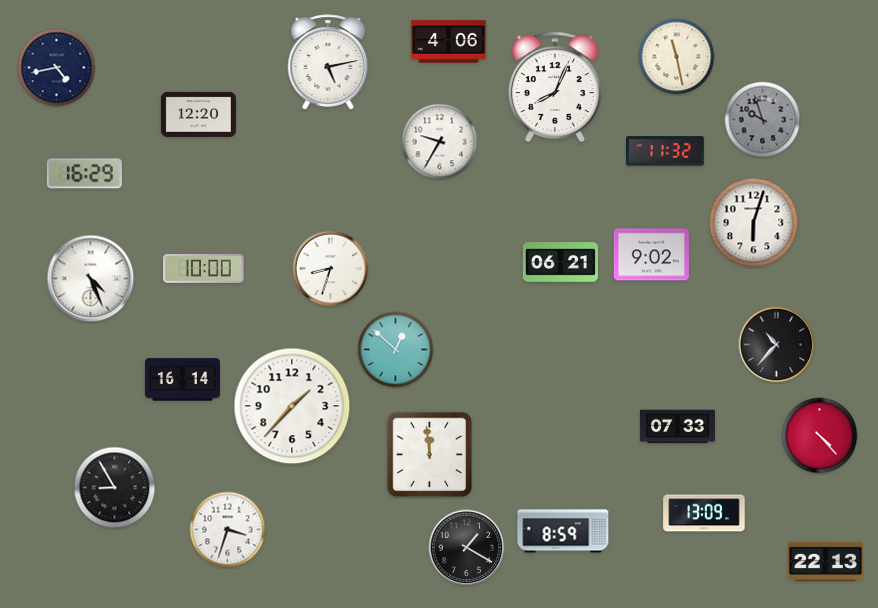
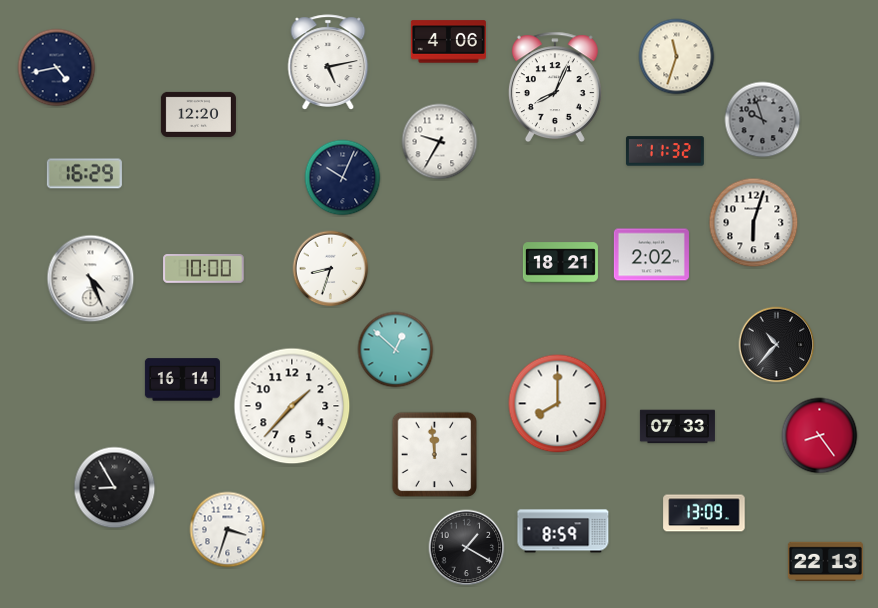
clock at (677, 57): 11:28 -> 11:33
clock at (343, 178): none -> 10:04
clock at (651, 255): 9:02 -> 2:02
clock at (560, 263): 06:21 -> 18:21
clock at (558, 404): none -> 8:00
clock at (820, 436): 4:23 -> 8:24
clock at (430, 455) position: (430, 455) -> (435, 455)
